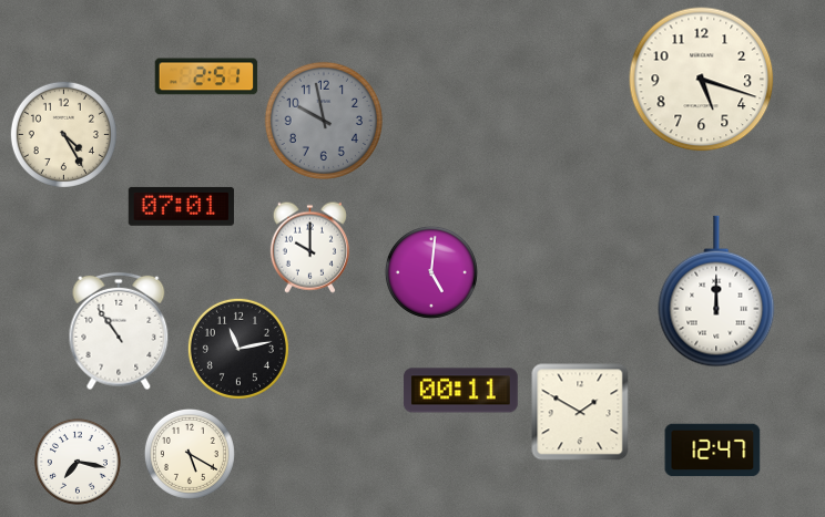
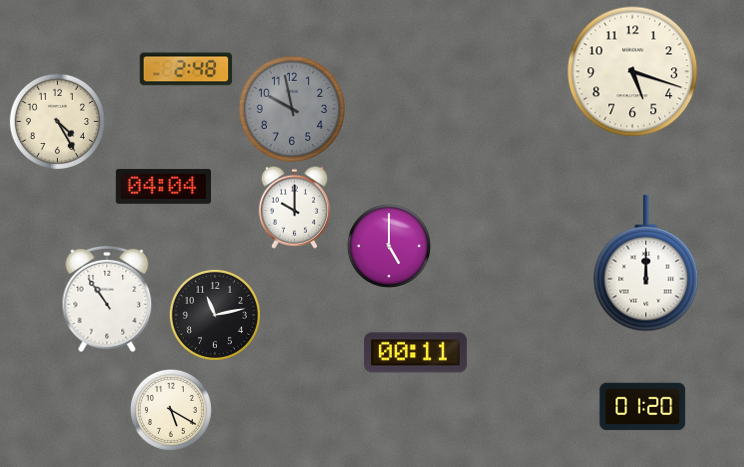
clock at (206, 76): 2:51 -> 2:48
clock at (181, 206): 07:01 -> 04:04
clock at (309, 247) position: (309, 247) -> (294, 207)
clock at (431, 272): 5:01 -> 5:00
clock at (580, 412): 1:50 -> none
clock at (713, 451): 12:47 -> 01:20
clock at (78, 462): 7:17 -> none
